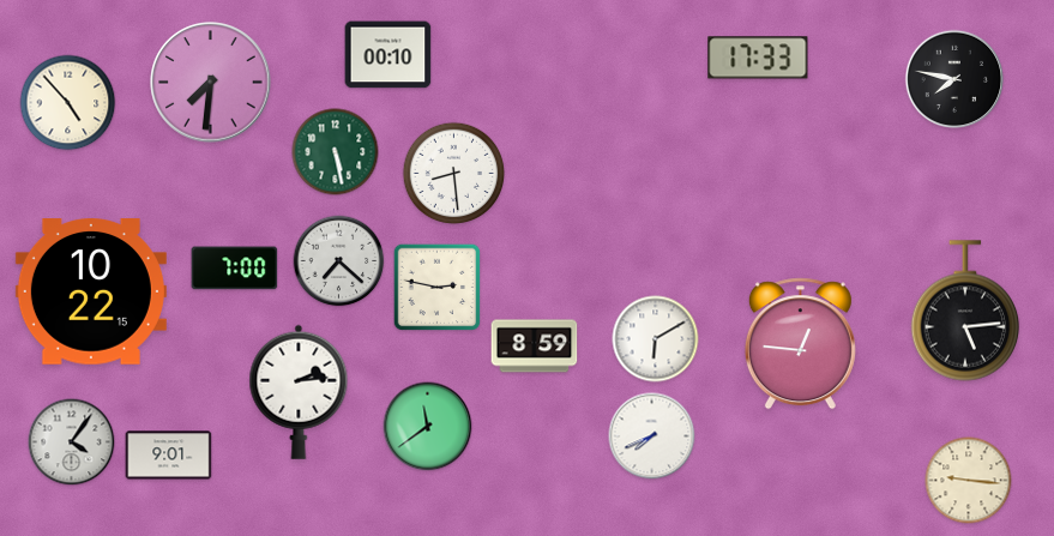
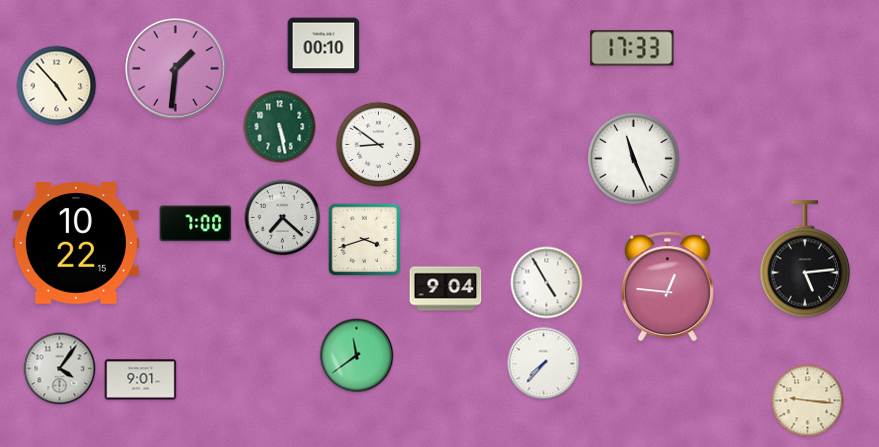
clock at (954, 79): 7:47 -> none
clock at (211, 83): 7:31 -> 1:31
clock at (454, 174): 8:29 -> 8:51
clock at (633, 158): none -> 11:26
clock at (438, 288): 2:47 -> 3:42
clock at (656, 339): 6:10 -> 4:55
clock at (535, 347): 8:59 -> 9:04
clock at (299, 392): 2:14 -> none
clock at (652, 436): 7:41 -> 7:37
